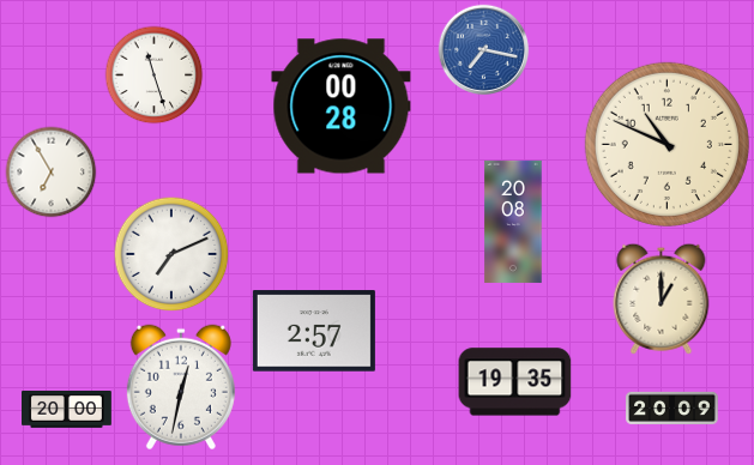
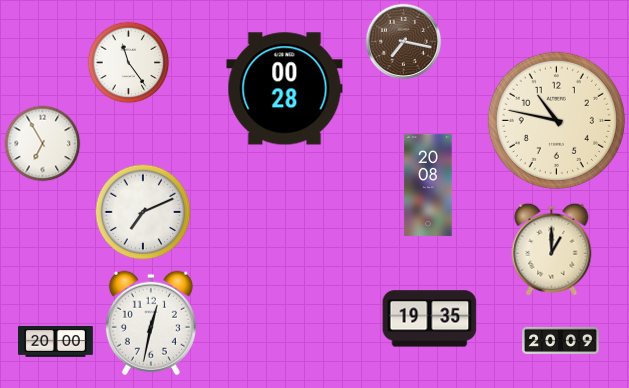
clock at (484, 50) dial: blue -> brown
clock at (155, 76): 11:27 -> 11:24
clock at (666, 144): 10:49 -> 10:47
clock at (314, 331): 2:57 -> none
